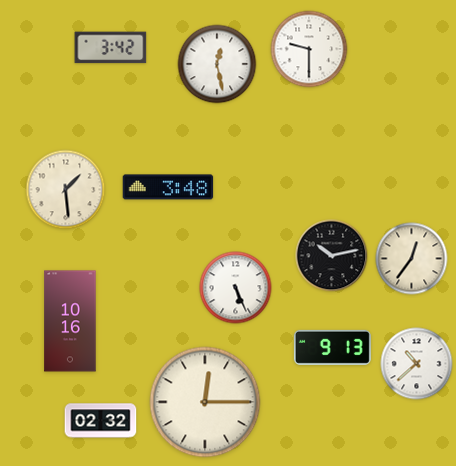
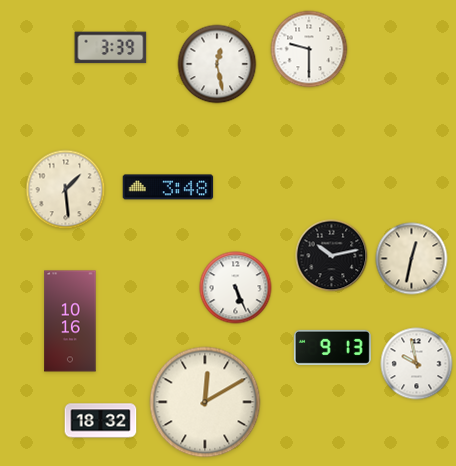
clock at (111, 48): 3:42 -> 3:39
clock at (412, 259): 12:36 -> 12:32
clock at (417, 364): 10:38 -> 9:58
clock at (205, 402): 12:15 -> 12:10
clock at (101, 421): 02:32 -> 18:32
